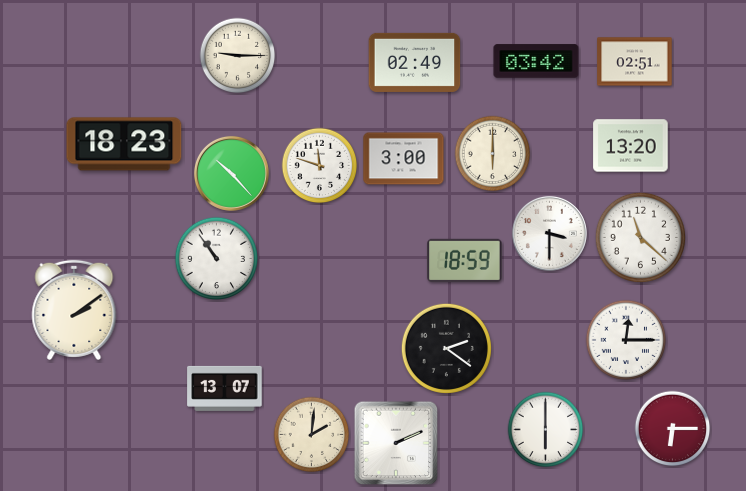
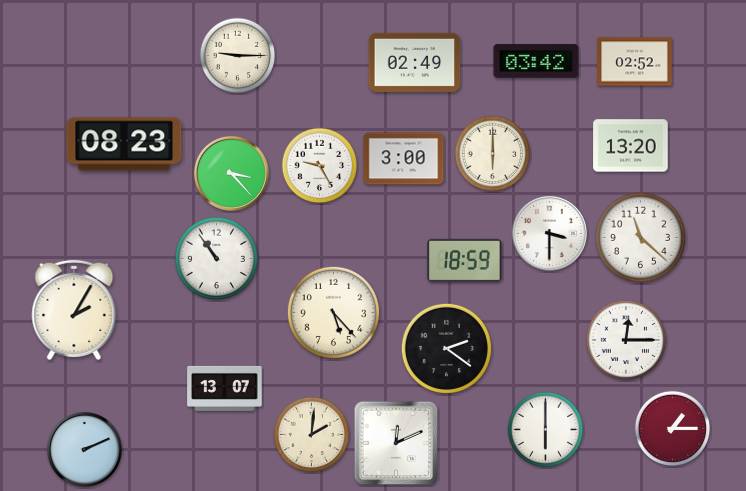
clock at (635, 62): 02:51 -> 02:52
clock at (124, 144): 18:23 -> 08:23
clock at (320, 166): 11:48 -> 9:25
clock at (231, 173): 10:23 -> 3:23
clock at (74, 310): 2:09 -> 2:05
clock at (333, 312): none -> 5:23
clock at (673, 429): 6:15 -> 1:15
clock at (396, 443): 2:11 -> 12:11
clock at (84, 449): none -> 2:11
